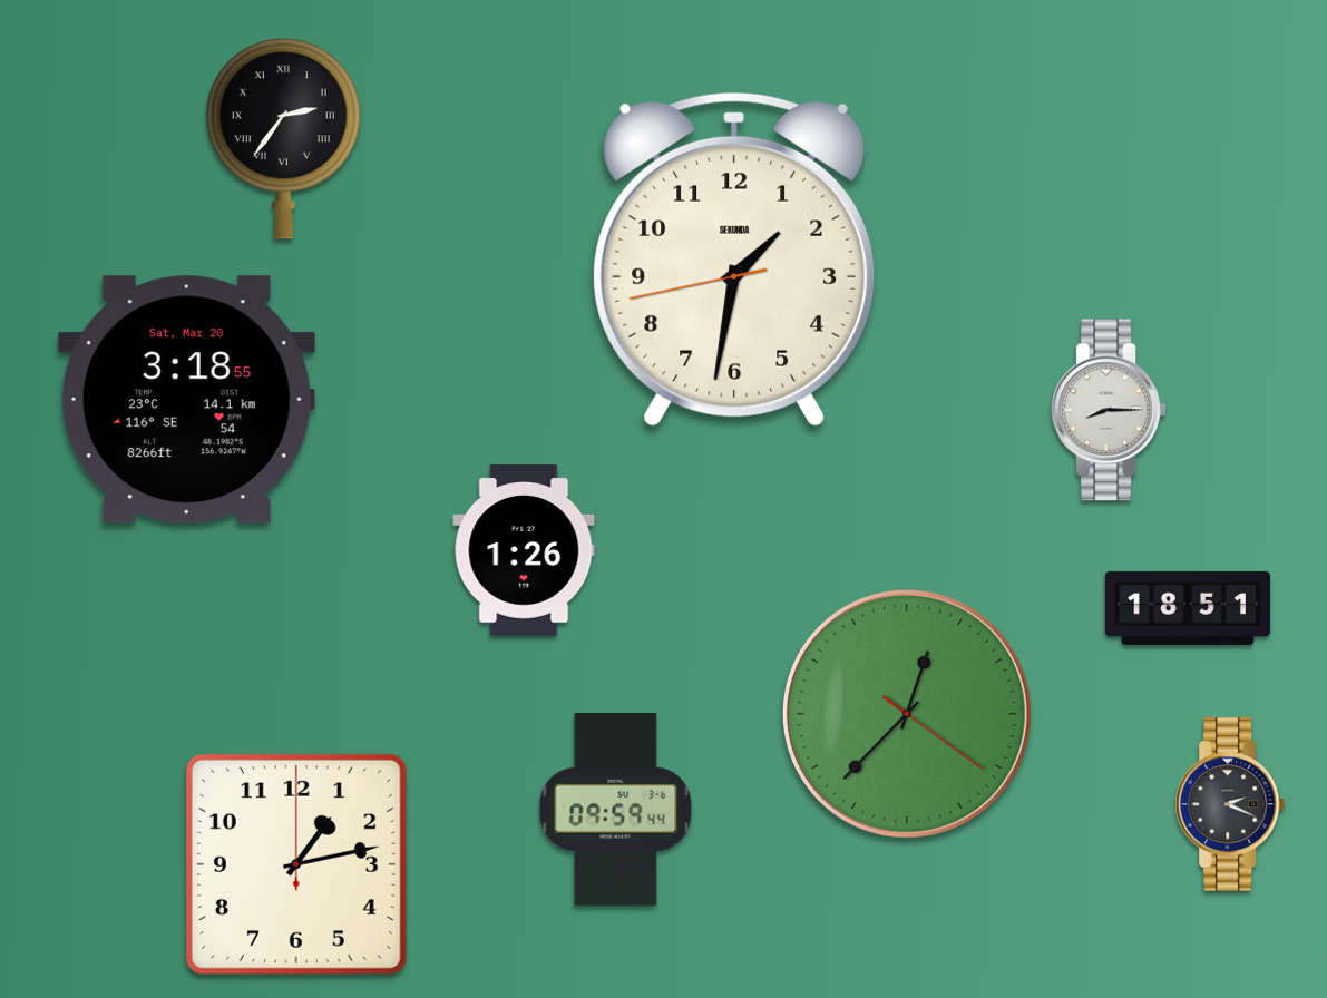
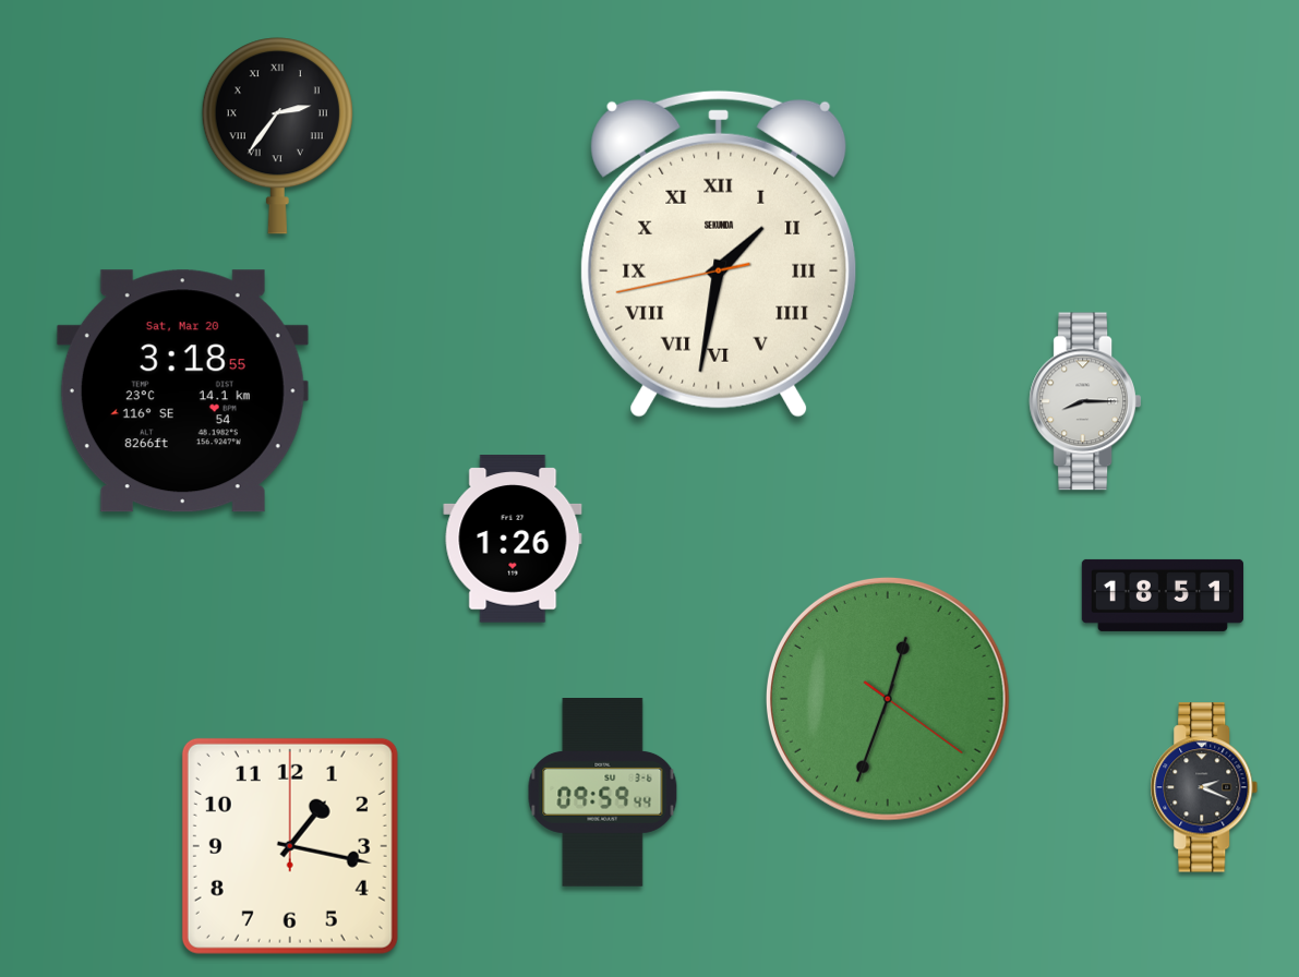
clock at (734, 260) numerals: Arabic -> Roman
clock at (907, 714): 12:37 -> 12:33
clock at (296, 864): 1:13 -> 1:17
